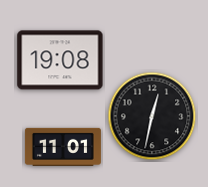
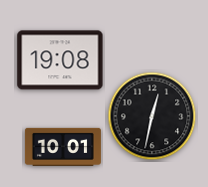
clock at (63, 147): 11:01 -> 10:01
